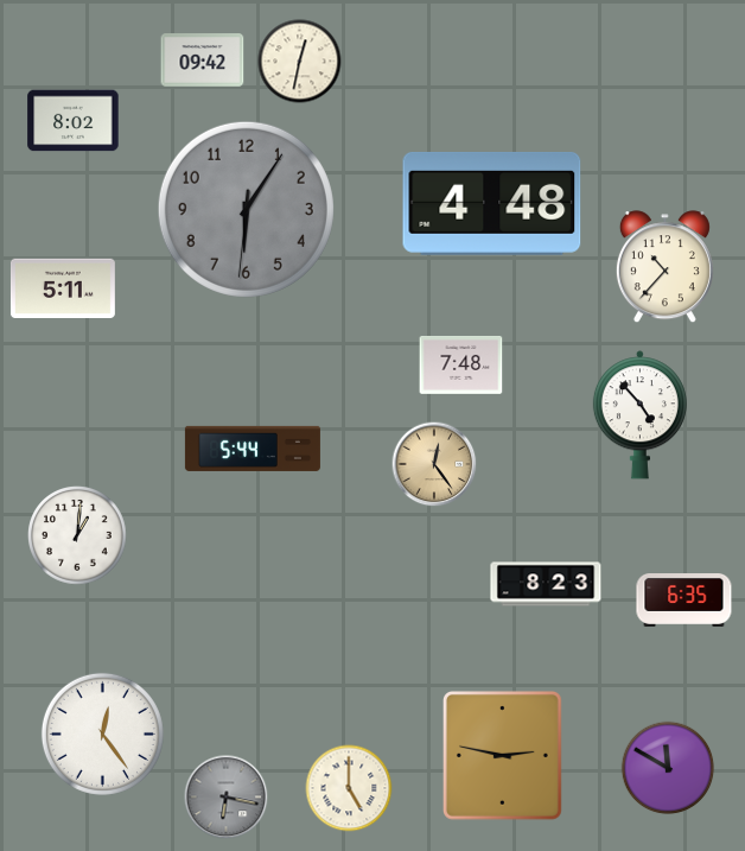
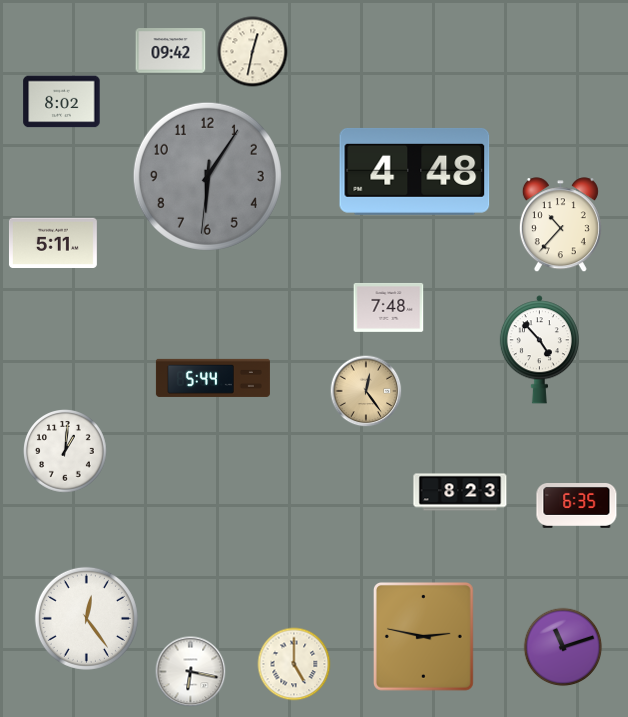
clock at (668, 768): 11:50 -> 11:12
clock at (227, 798) dial: grey -> white
